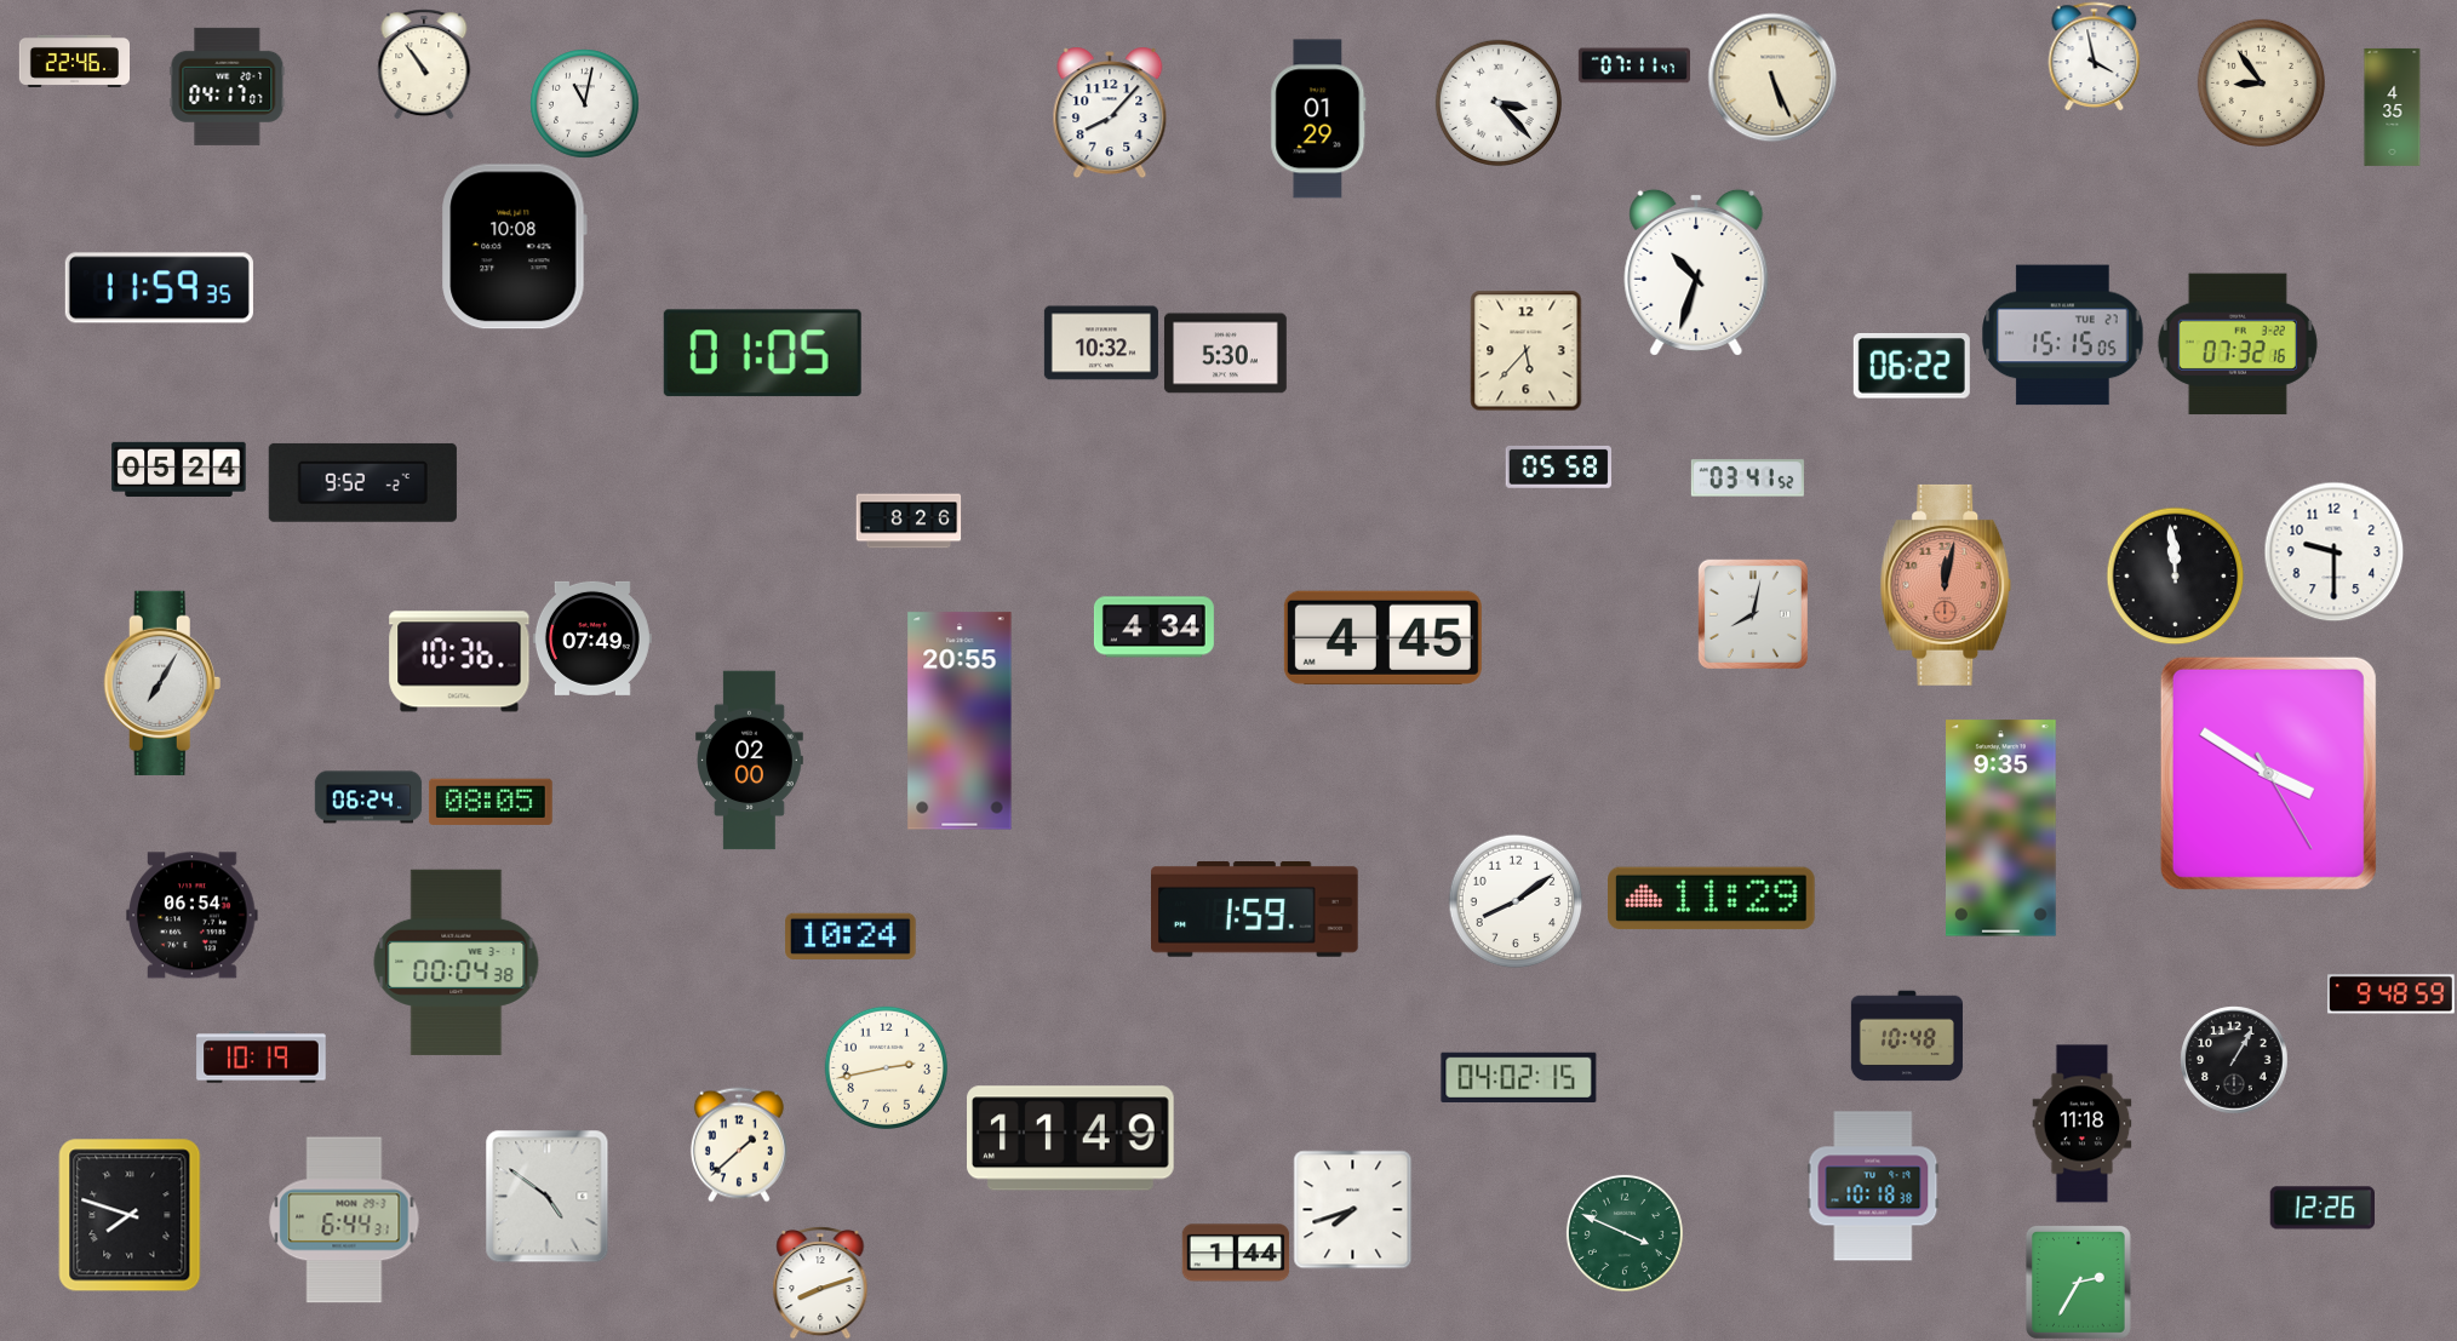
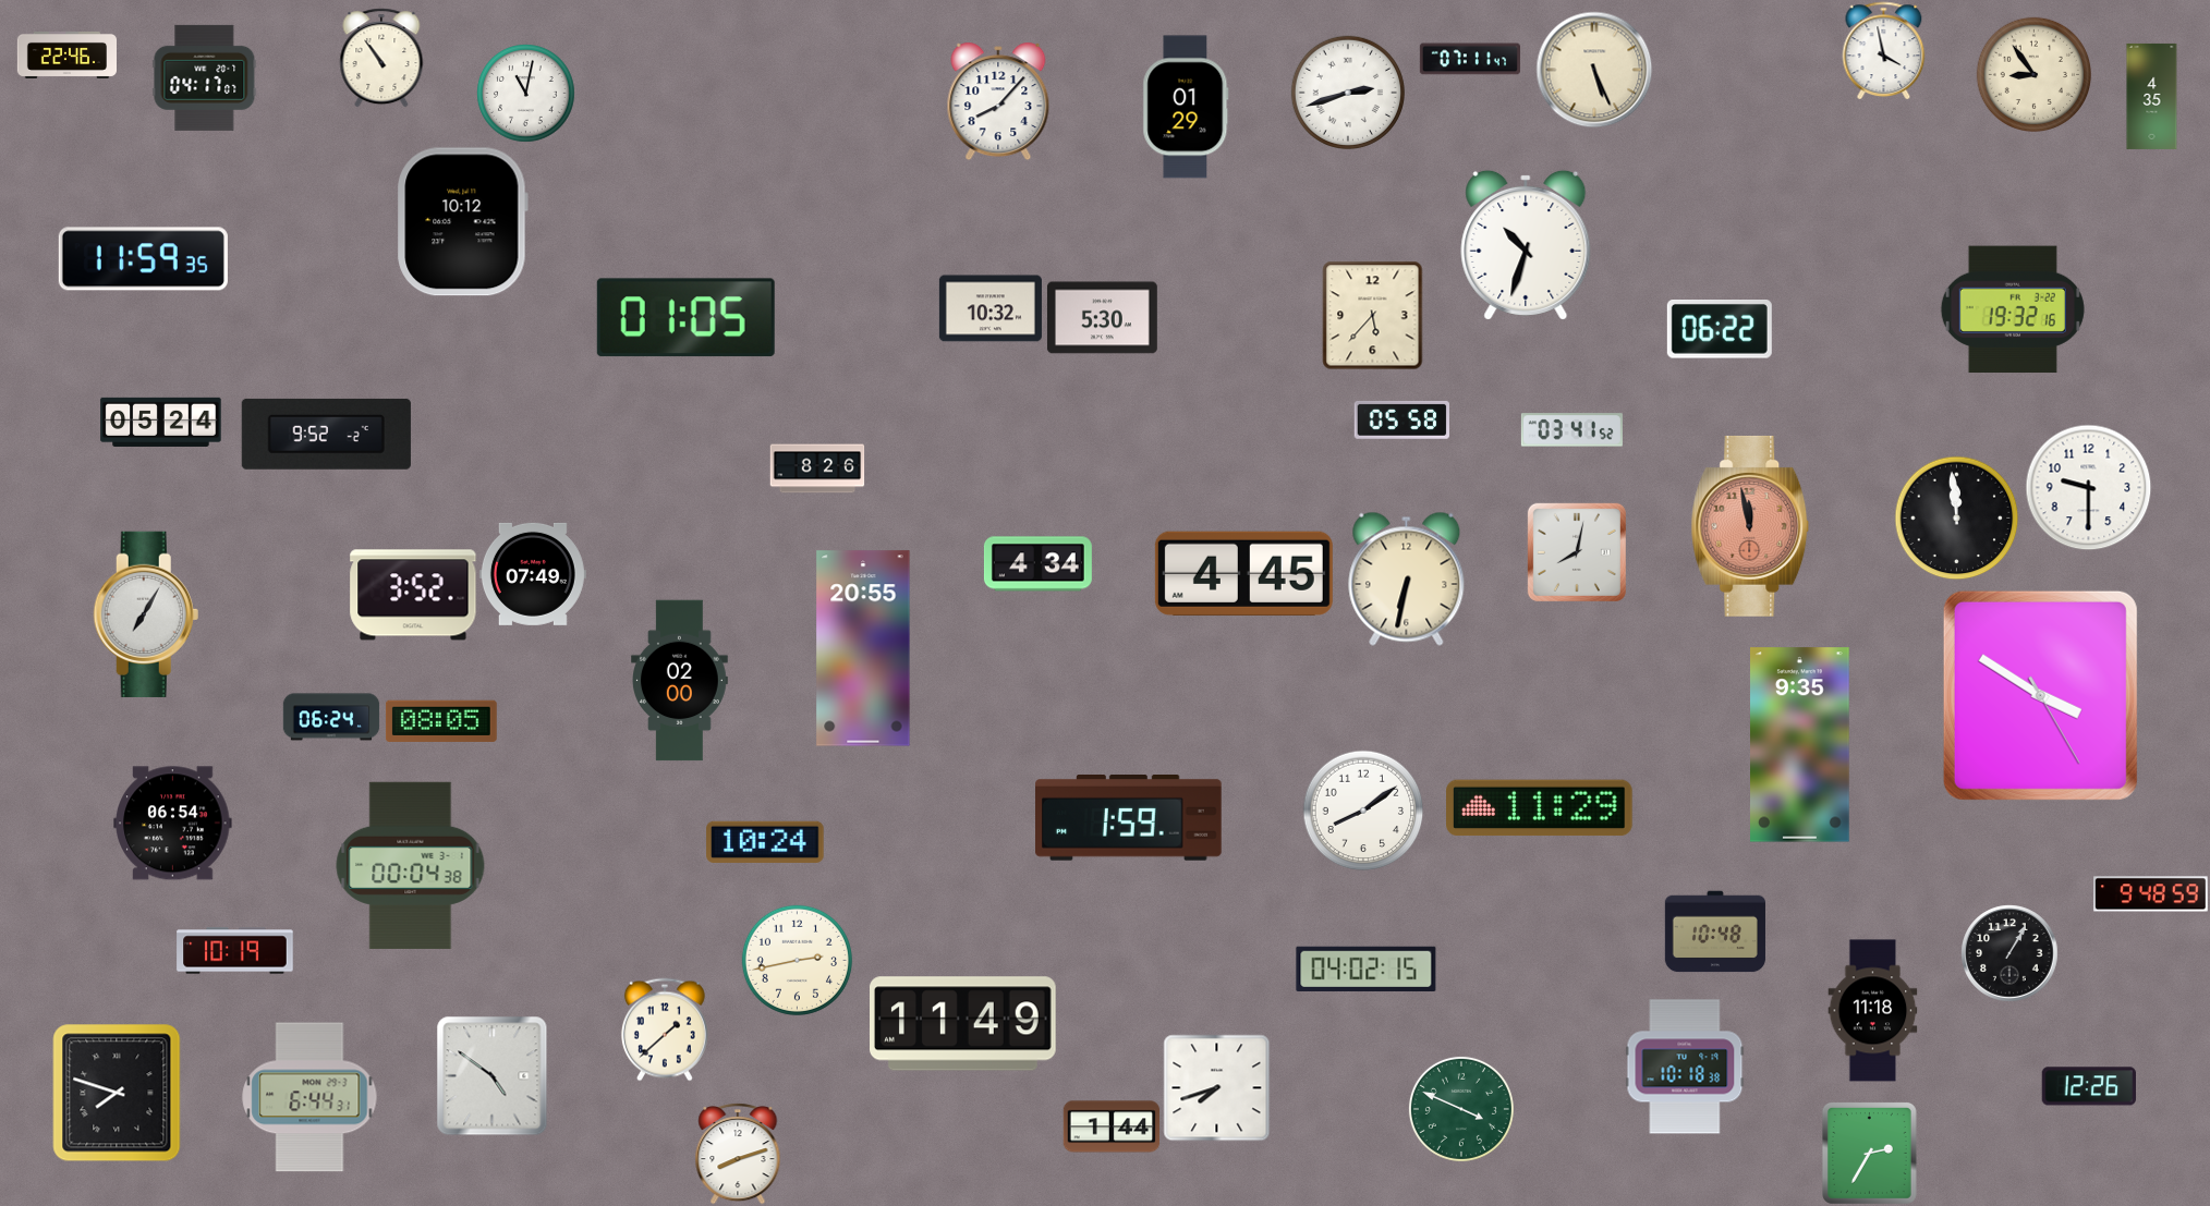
clock at (1497, 102): 3:23 -> 2:42
clock at (514, 247): 10:08 -> 10:12
clock at (2063, 336): 15:15 -> none
clock at (2238, 344): 07:32 -> 19:32
clock at (2333, 551) position: (2333, 551) -> (2088, 487)
clock at (1946, 585): 12:02 -> 11:58
clock at (1407, 578): none -> 6:32
clock at (459, 661): 10:36 -> 3:52
clock at (750, 761) position: (750, 761) -> (680, 681)
